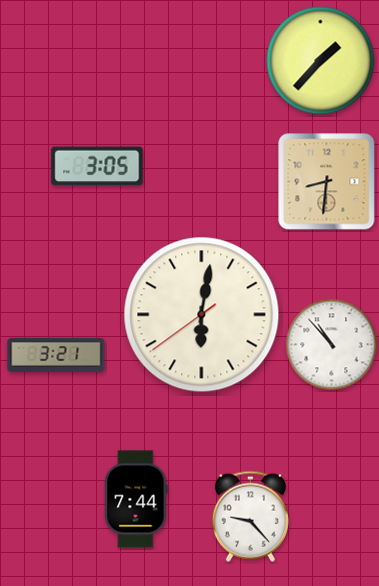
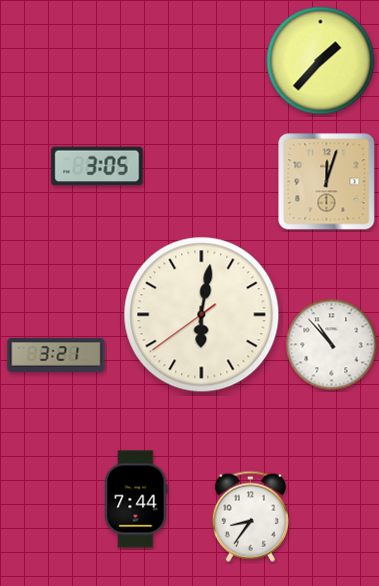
clock at (327, 182): 8:31 -> 12:03
clock at (250, 516): 9:23 -> 8:36
